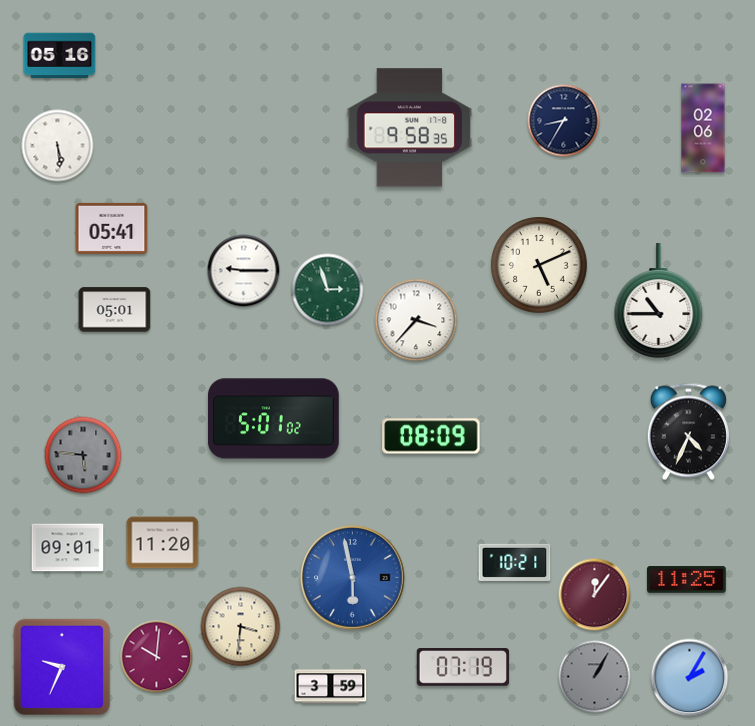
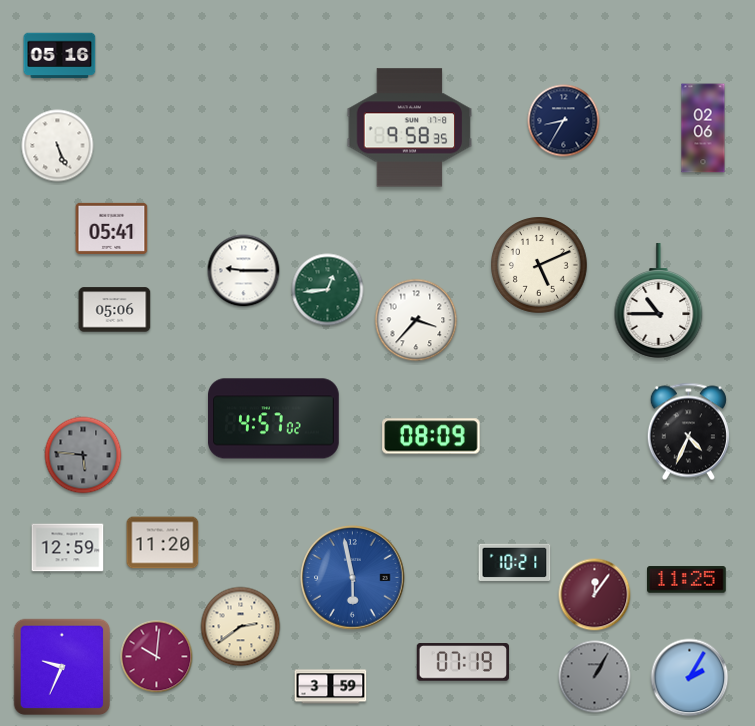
clock at (58, 146): 5:29 -> 5:26
clock at (328, 290): 2:57 -> 12:44
clock at (115, 310): 05:01 -> 05:06
clock at (274, 419): 5:01 -> 4:57
clock at (68, 548): 09:01 -> 12:59
clock at (241, 627): 3:31 -> 2:39
clock at (462, 667) position: (462, 667) -> (462, 662)
